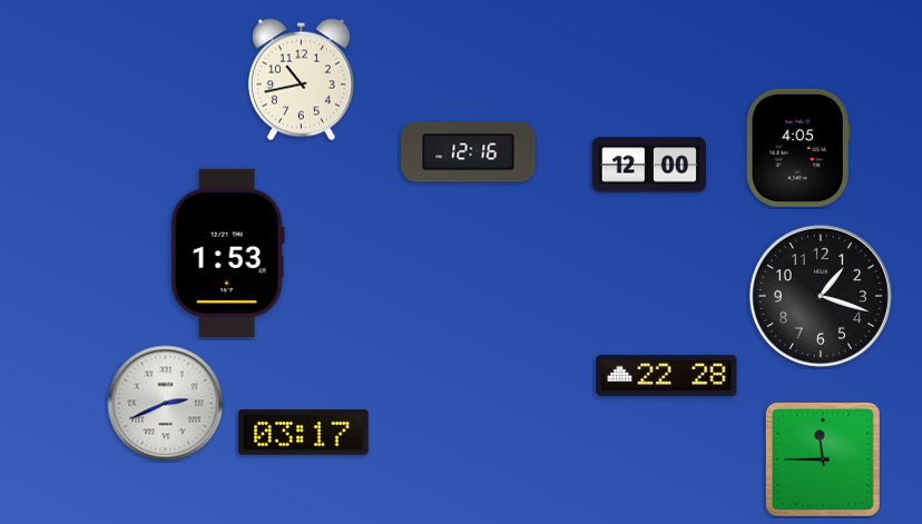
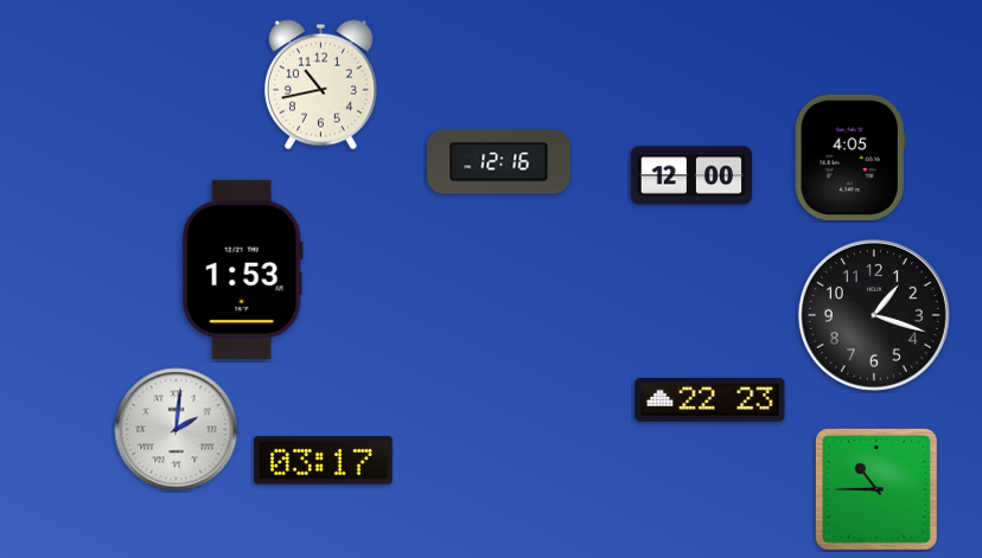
clock at (667, 375): 22:28 -> 22:23
clock at (166, 404): 2:41 -> 2:01
clock at (823, 459): 11:45 -> 10:45
